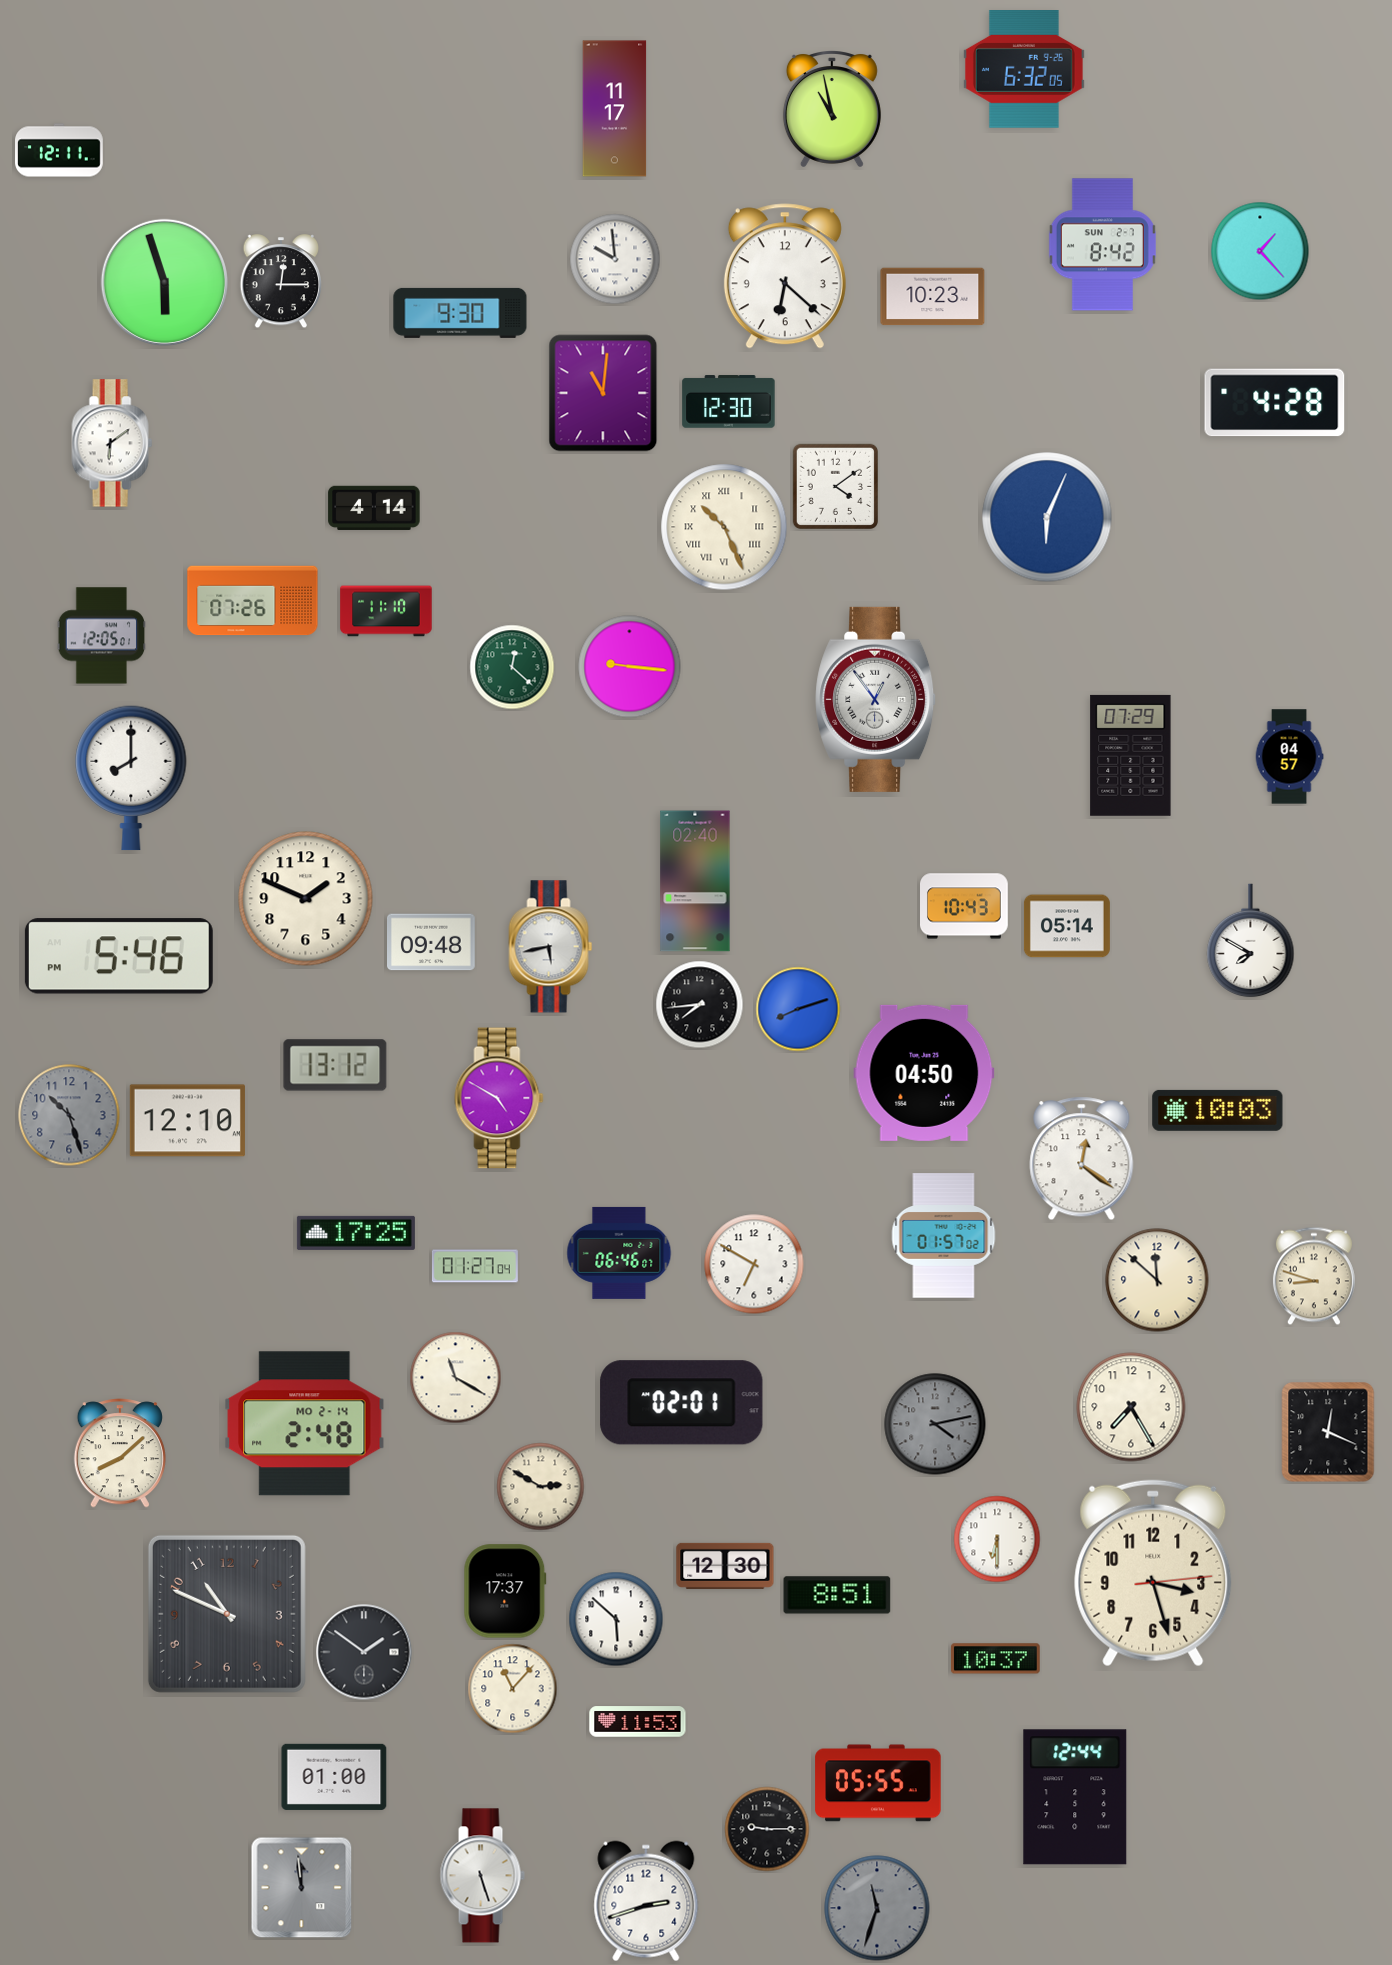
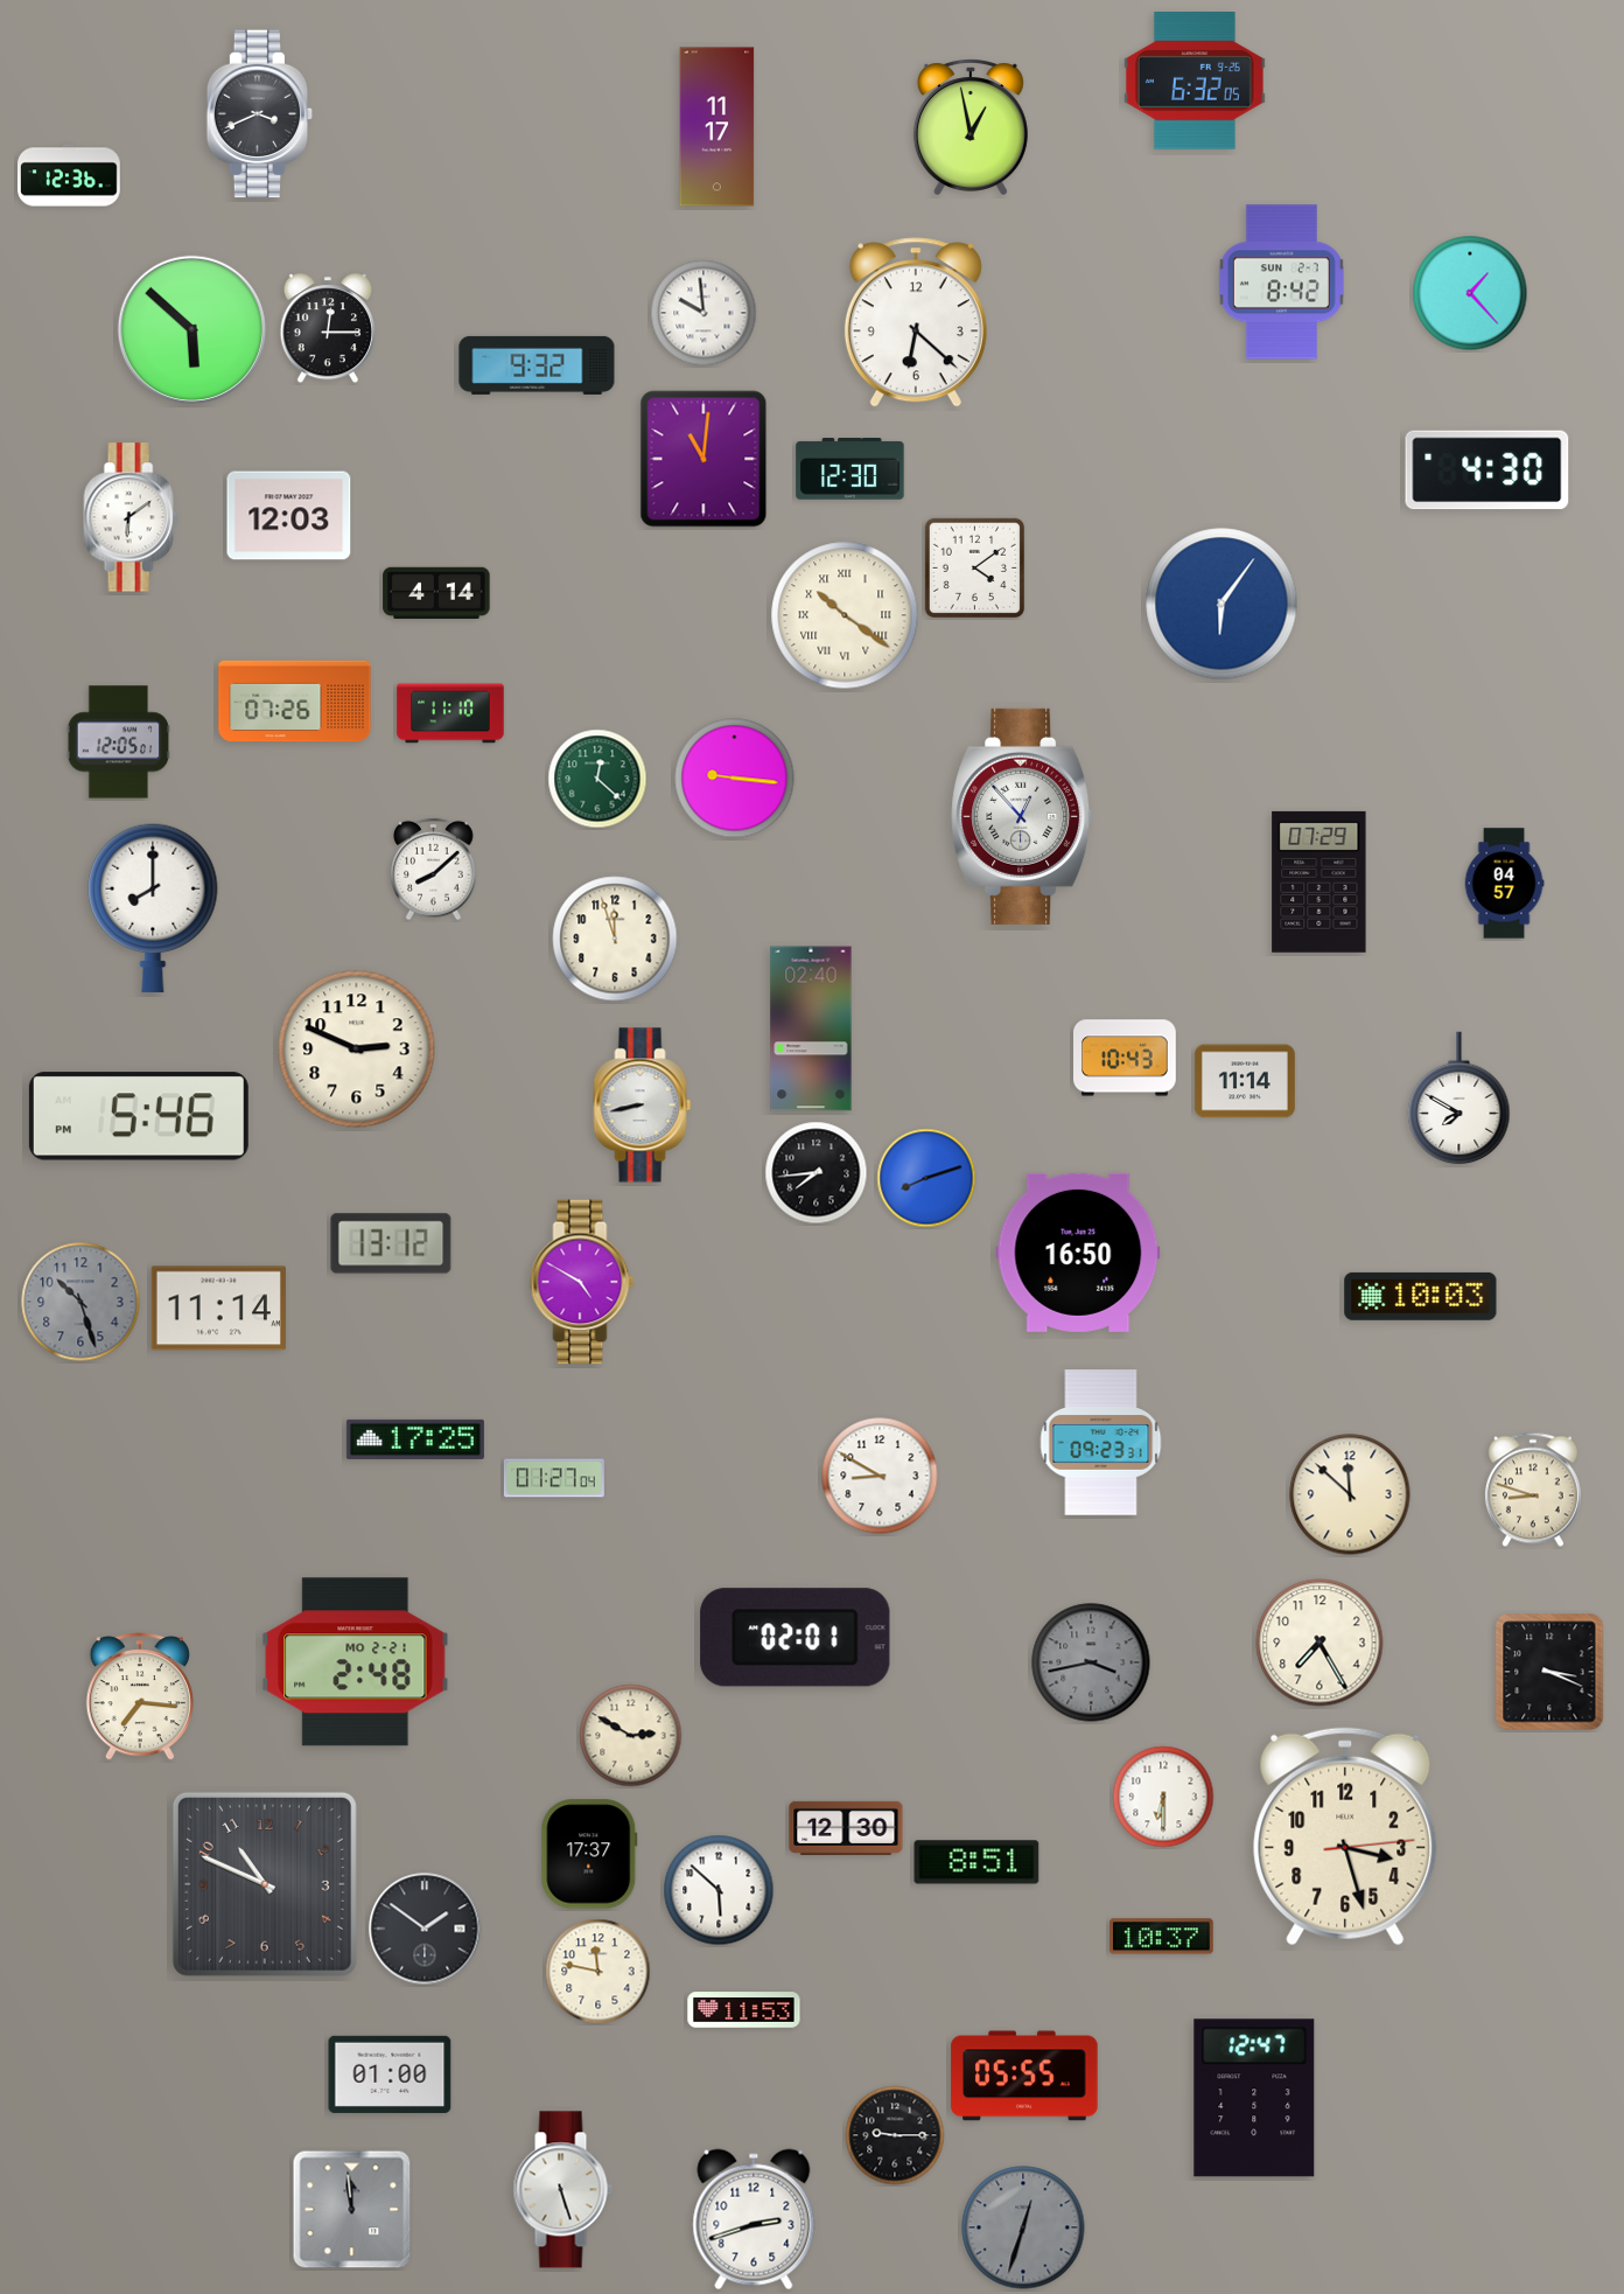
clock at (260, 114): none -> 3:41
clock at (832, 109): 10:58 -> 12:58
clock at (59, 150): 12:11 -> 12:36
clock at (1102, 245) position: (1102, 245) -> (1281, 283)
clock at (615, 259) position: (615, 259) -> (703, 313)
clock at (164, 282): 5:57 -> 5:52
clock at (933, 297): 10:23 -> none
clock at (460, 313): 9:30 -> 9:32
clock at (1275, 403): 4:28 -> 4:30
clock at (289, 516): none -> 12:03
clock at (1047, 517): 6:04 -> 6:06
clock at (724, 527): 10:26 -> 10:21
clock at (876, 699): 12:54 -> 12:53
clock at (434, 870): none -> 8:08
clock at (615, 939): none -> 11:57
clock at (306, 899): 1:49 -> 2:49
clock at (1067, 926): 05:14 -> 11:14
clock at (432, 942): 09:48 -> none
clock at (551, 947): 5:43 -> 8:43
clock at (798, 1009) position: (798, 1009) -> (926, 1178)
clock at (924, 1073): 04:50 -> 16:50
clock at (187, 1121): 12:10 -> 11:14
clock at (1082, 1159): 12:21 -> none
clock at (944, 1236): 01:57 -> 09:23
clock at (619, 1253): 06:46 -> none
clock at (754, 1264): 6:50 -> 8:50
clock at (456, 1378): 11:20 -> none
clock at (305, 1424) date: MO 2-14 -> MO 2-21
clock at (935, 1424): 4:13 -> 3:43
clock at (1328, 1432): 12:19 -> 3:19
clock at (120, 1453): 8:08 -> 7:16
clock at (505, 1591) position: (505, 1591) -> (589, 1854)
clock at (513, 1689): 11:07 -> 11:47
clock at (878, 1783) position: (878, 1783) -> (1024, 2076)
clock at (1075, 1797): 12:44 -> 12:47
clock at (302, 1888) position: (302, 1888) -> (352, 2210)
clock at (877, 1908): 11:33 -> 12:33
